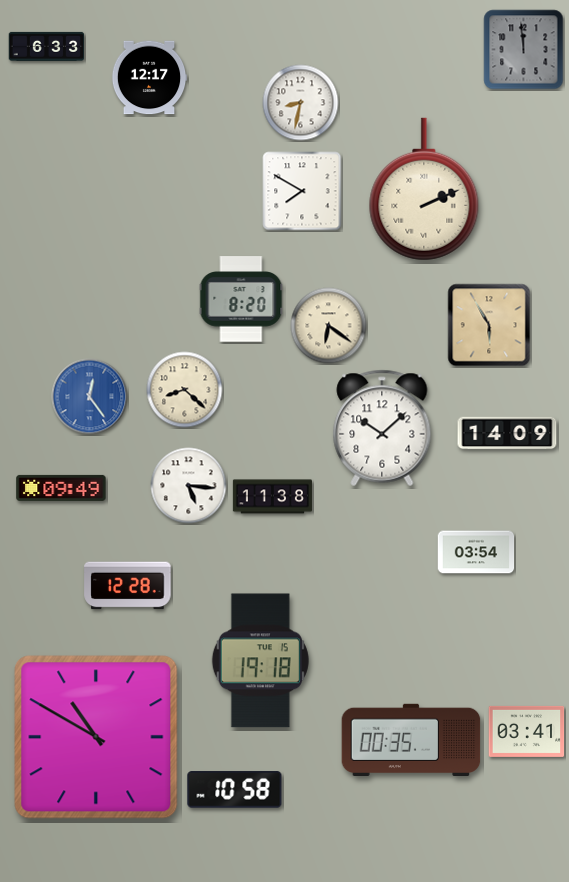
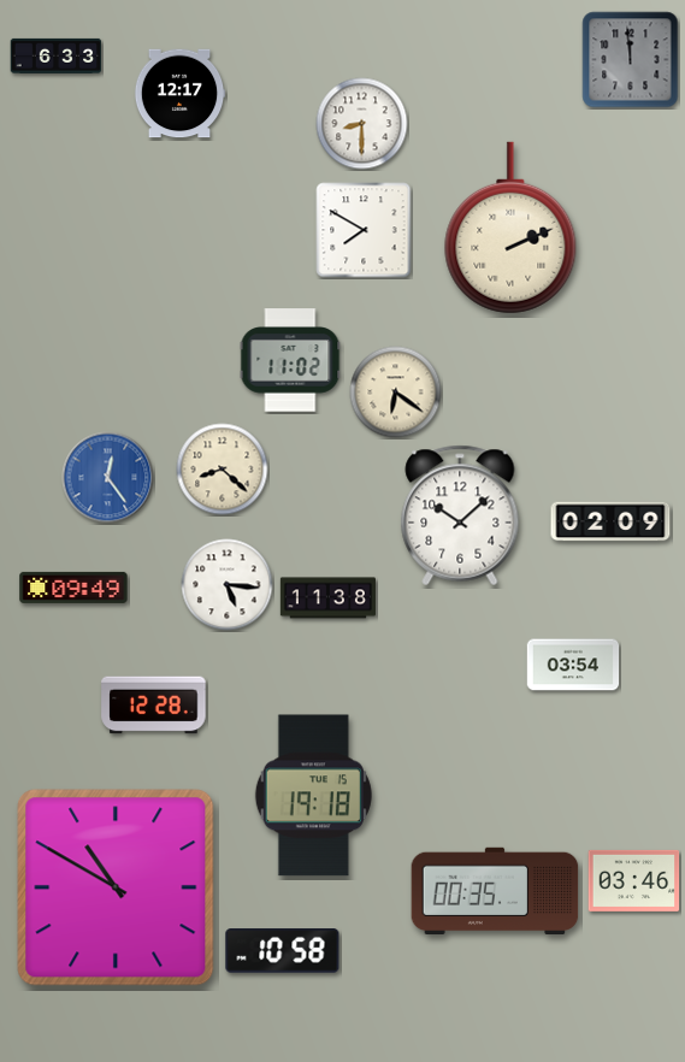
clock at (301, 103): 8:32 -> 8:30
clock at (241, 299): 8:20 -> 11:02
clock at (489, 325): 5:55 -> none
clock at (507, 433): 14:09 -> 02:09
clock at (527, 731): 03:41 -> 03:46
